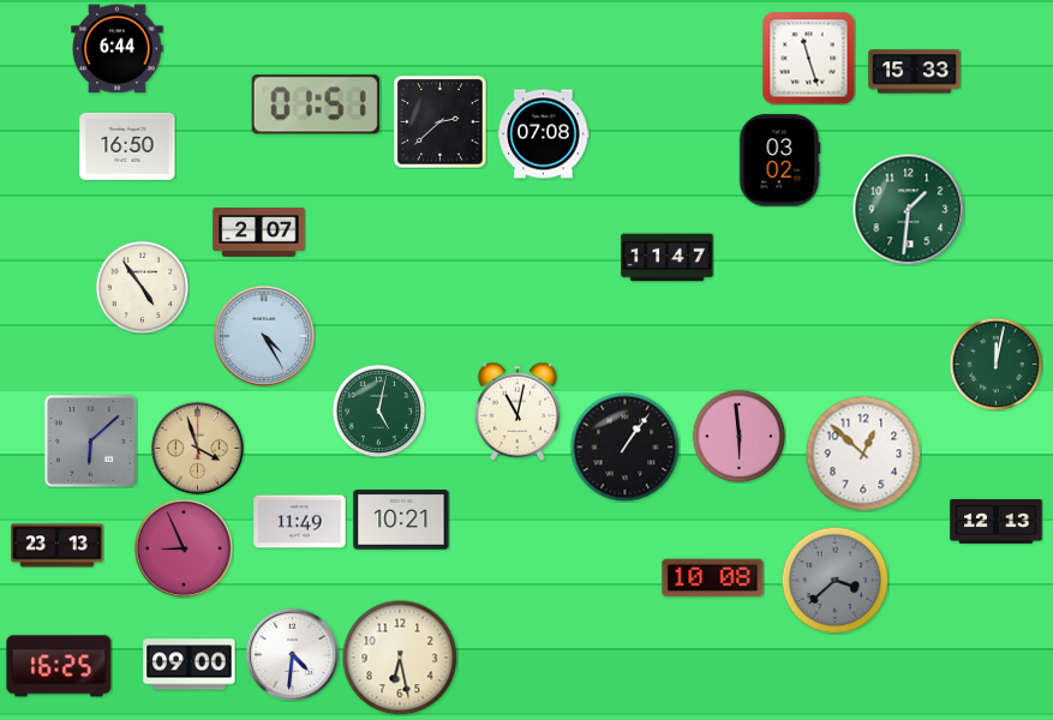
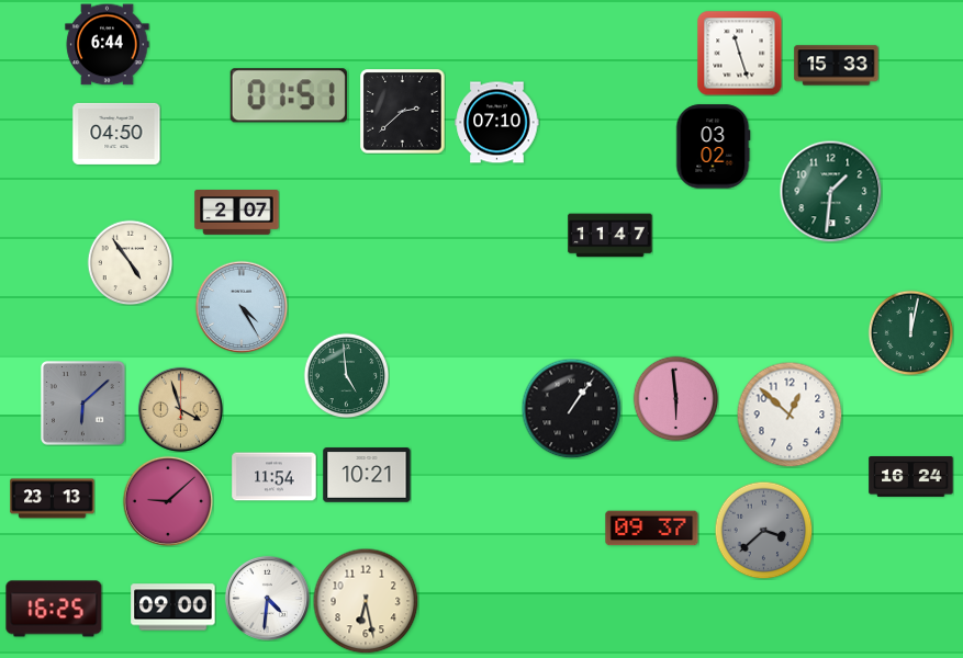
clock at (544, 134): 07:08 -> 07:10
clock at (127, 146): 16:50 -> 04:50
clock at (378, 410): 5:02 -> 4:59
clock at (517, 412): 11:02 -> none
clock at (300, 522): 11:49 -> 11:54
clock at (997, 522): 12:13 -> 16:24
clock at (183, 547): 8:56 -> 9:08
clock at (713, 578): 10:08 -> 09:37
